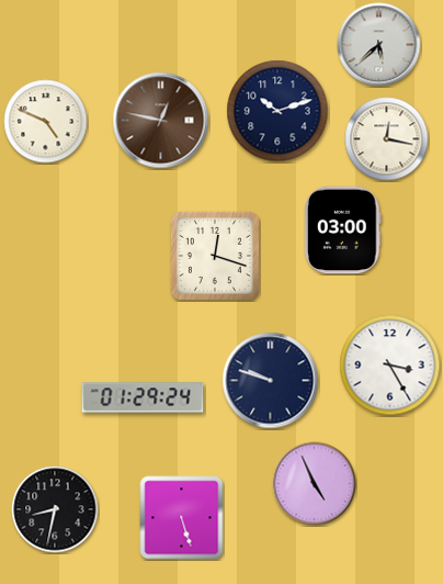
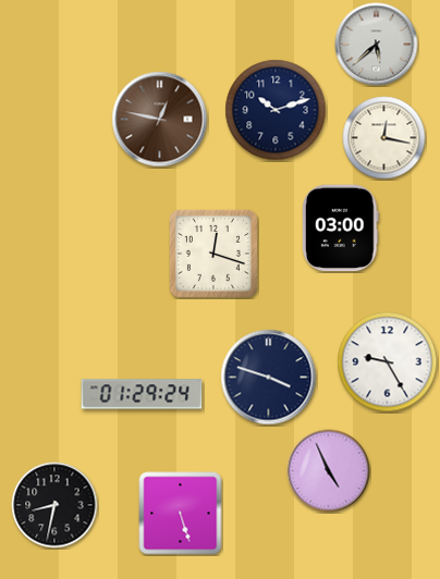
clock at (46, 122): 4:49 -> none
clock at (390, 366): 3:25 -> 9:25
clock at (271, 381): 9:48 -> 3:48
clock at (315, 484) position: (315, 484) -> (329, 471)
